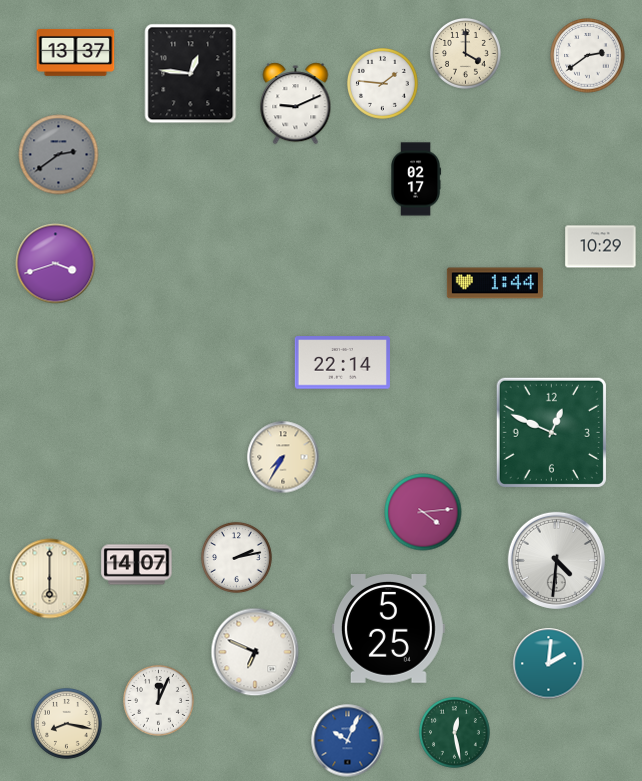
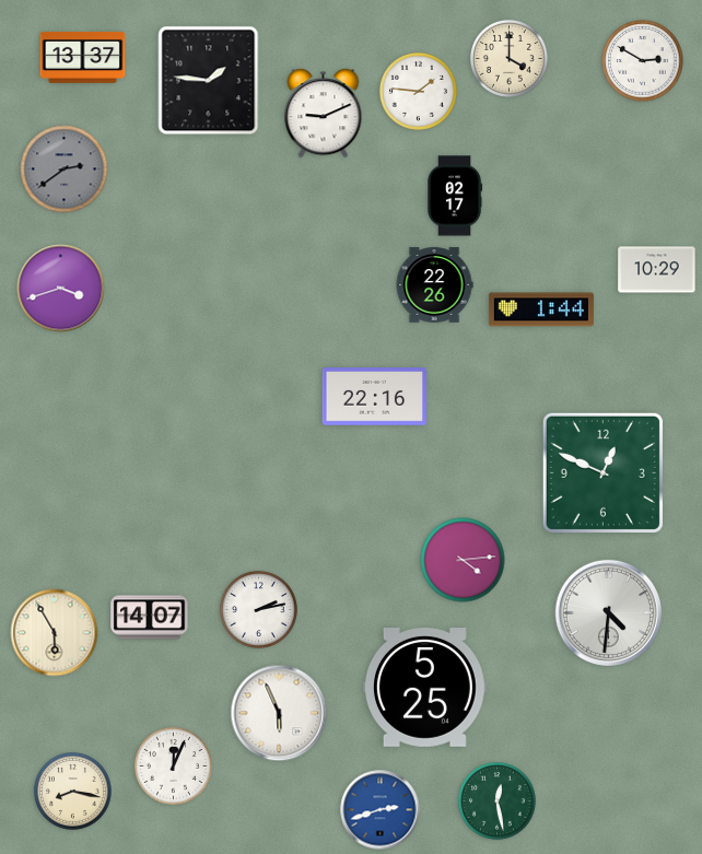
clock at (588, 56): 2:39 -> 2:50
clock at (191, 74): 12:46 -> 1:46
clock at (434, 285): none -> 22:26
clock at (342, 363): 22:14 -> 22:16
clock at (283, 457): 7:35 -> none
clock at (50, 579): 6:00 -> 5:55
clock at (255, 652): 6:49 -> 5:56
clock at (549, 664): 2:01 -> none
clock at (348, 741): 10:04 -> 2:42
